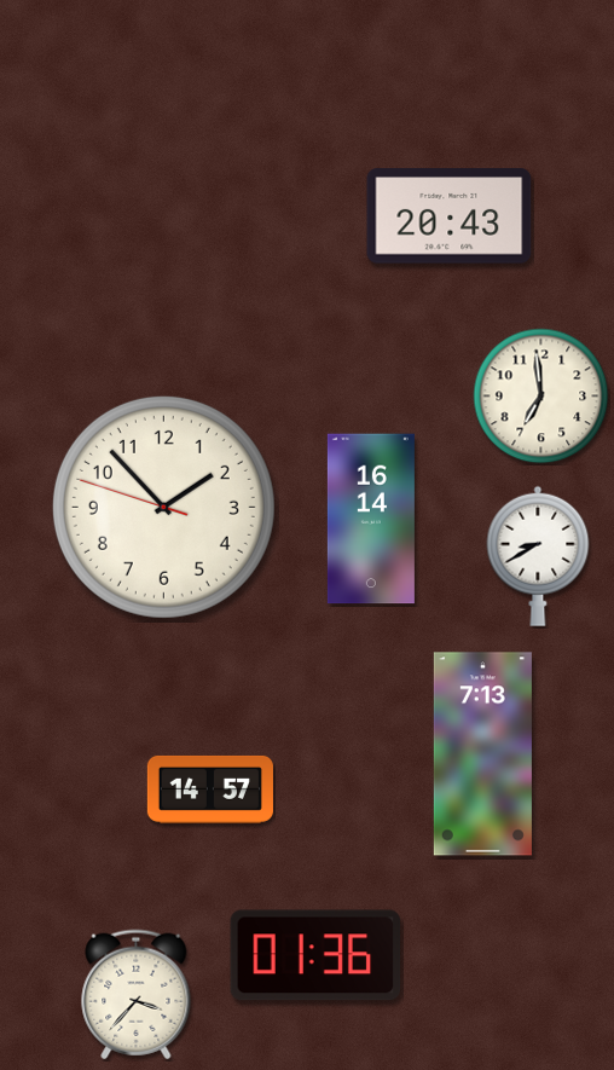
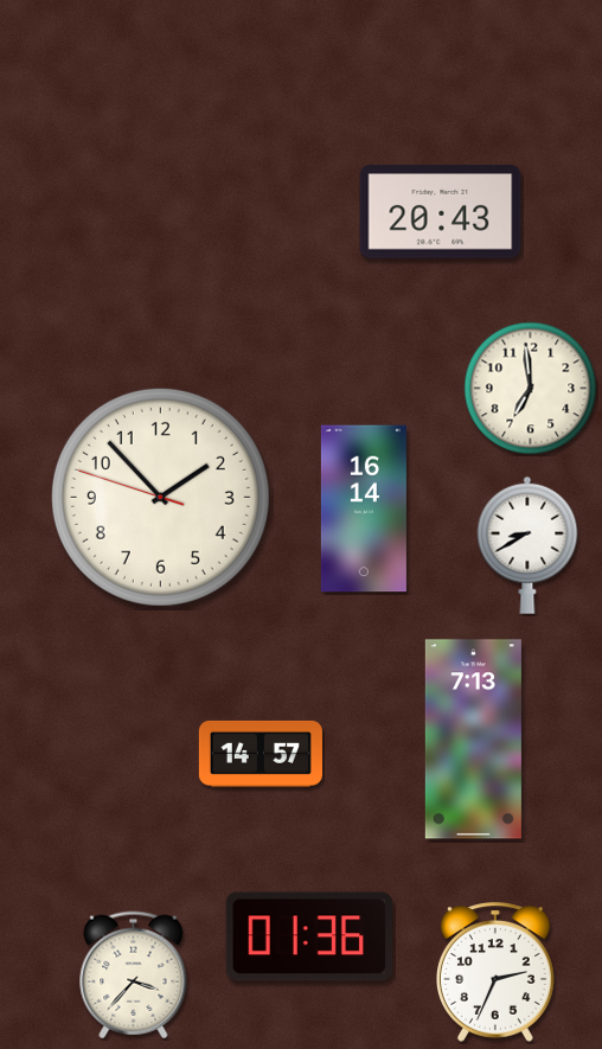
clock at (210, 790) position: (210, 790) -> (261, 754)
clock at (495, 972): none -> 2:34
